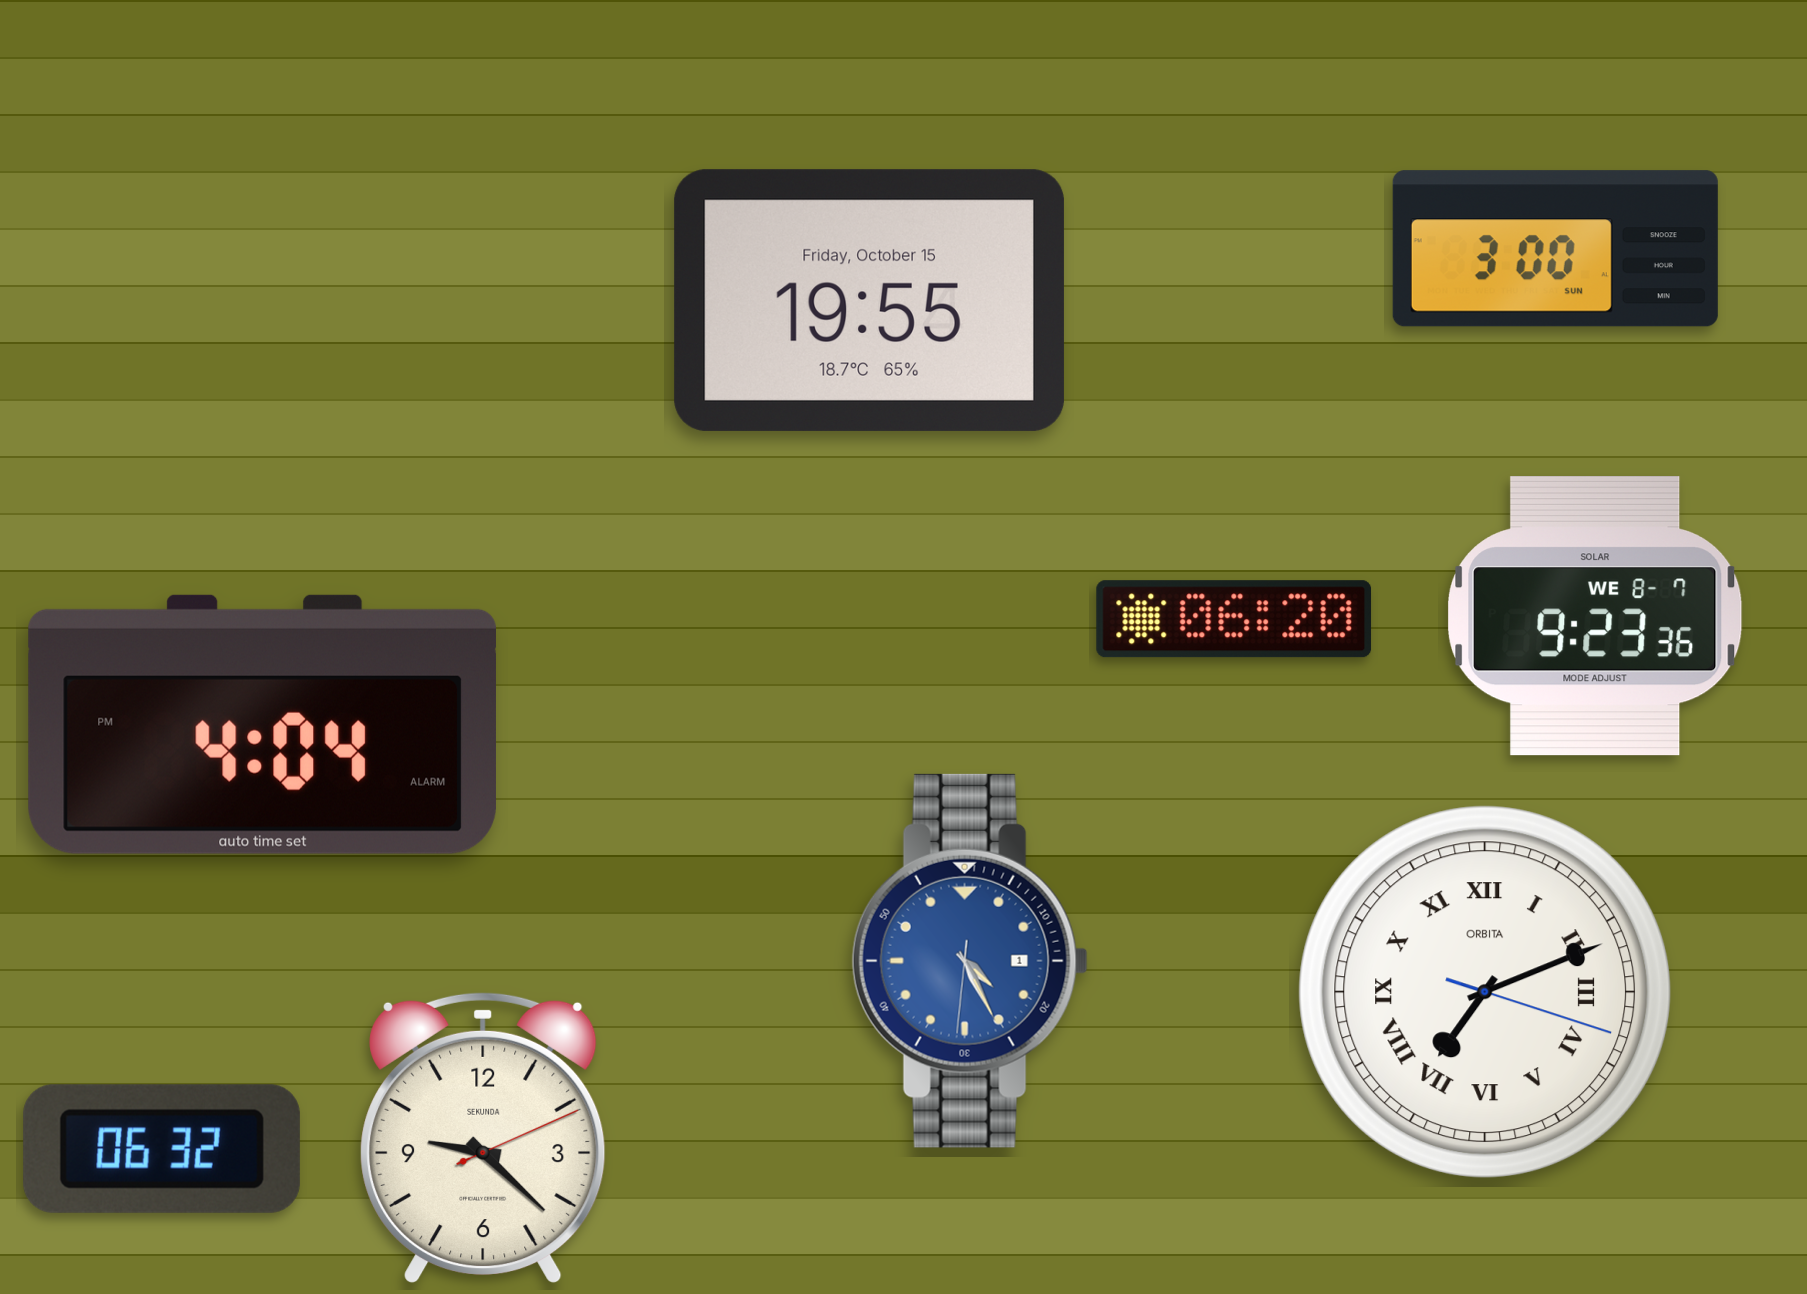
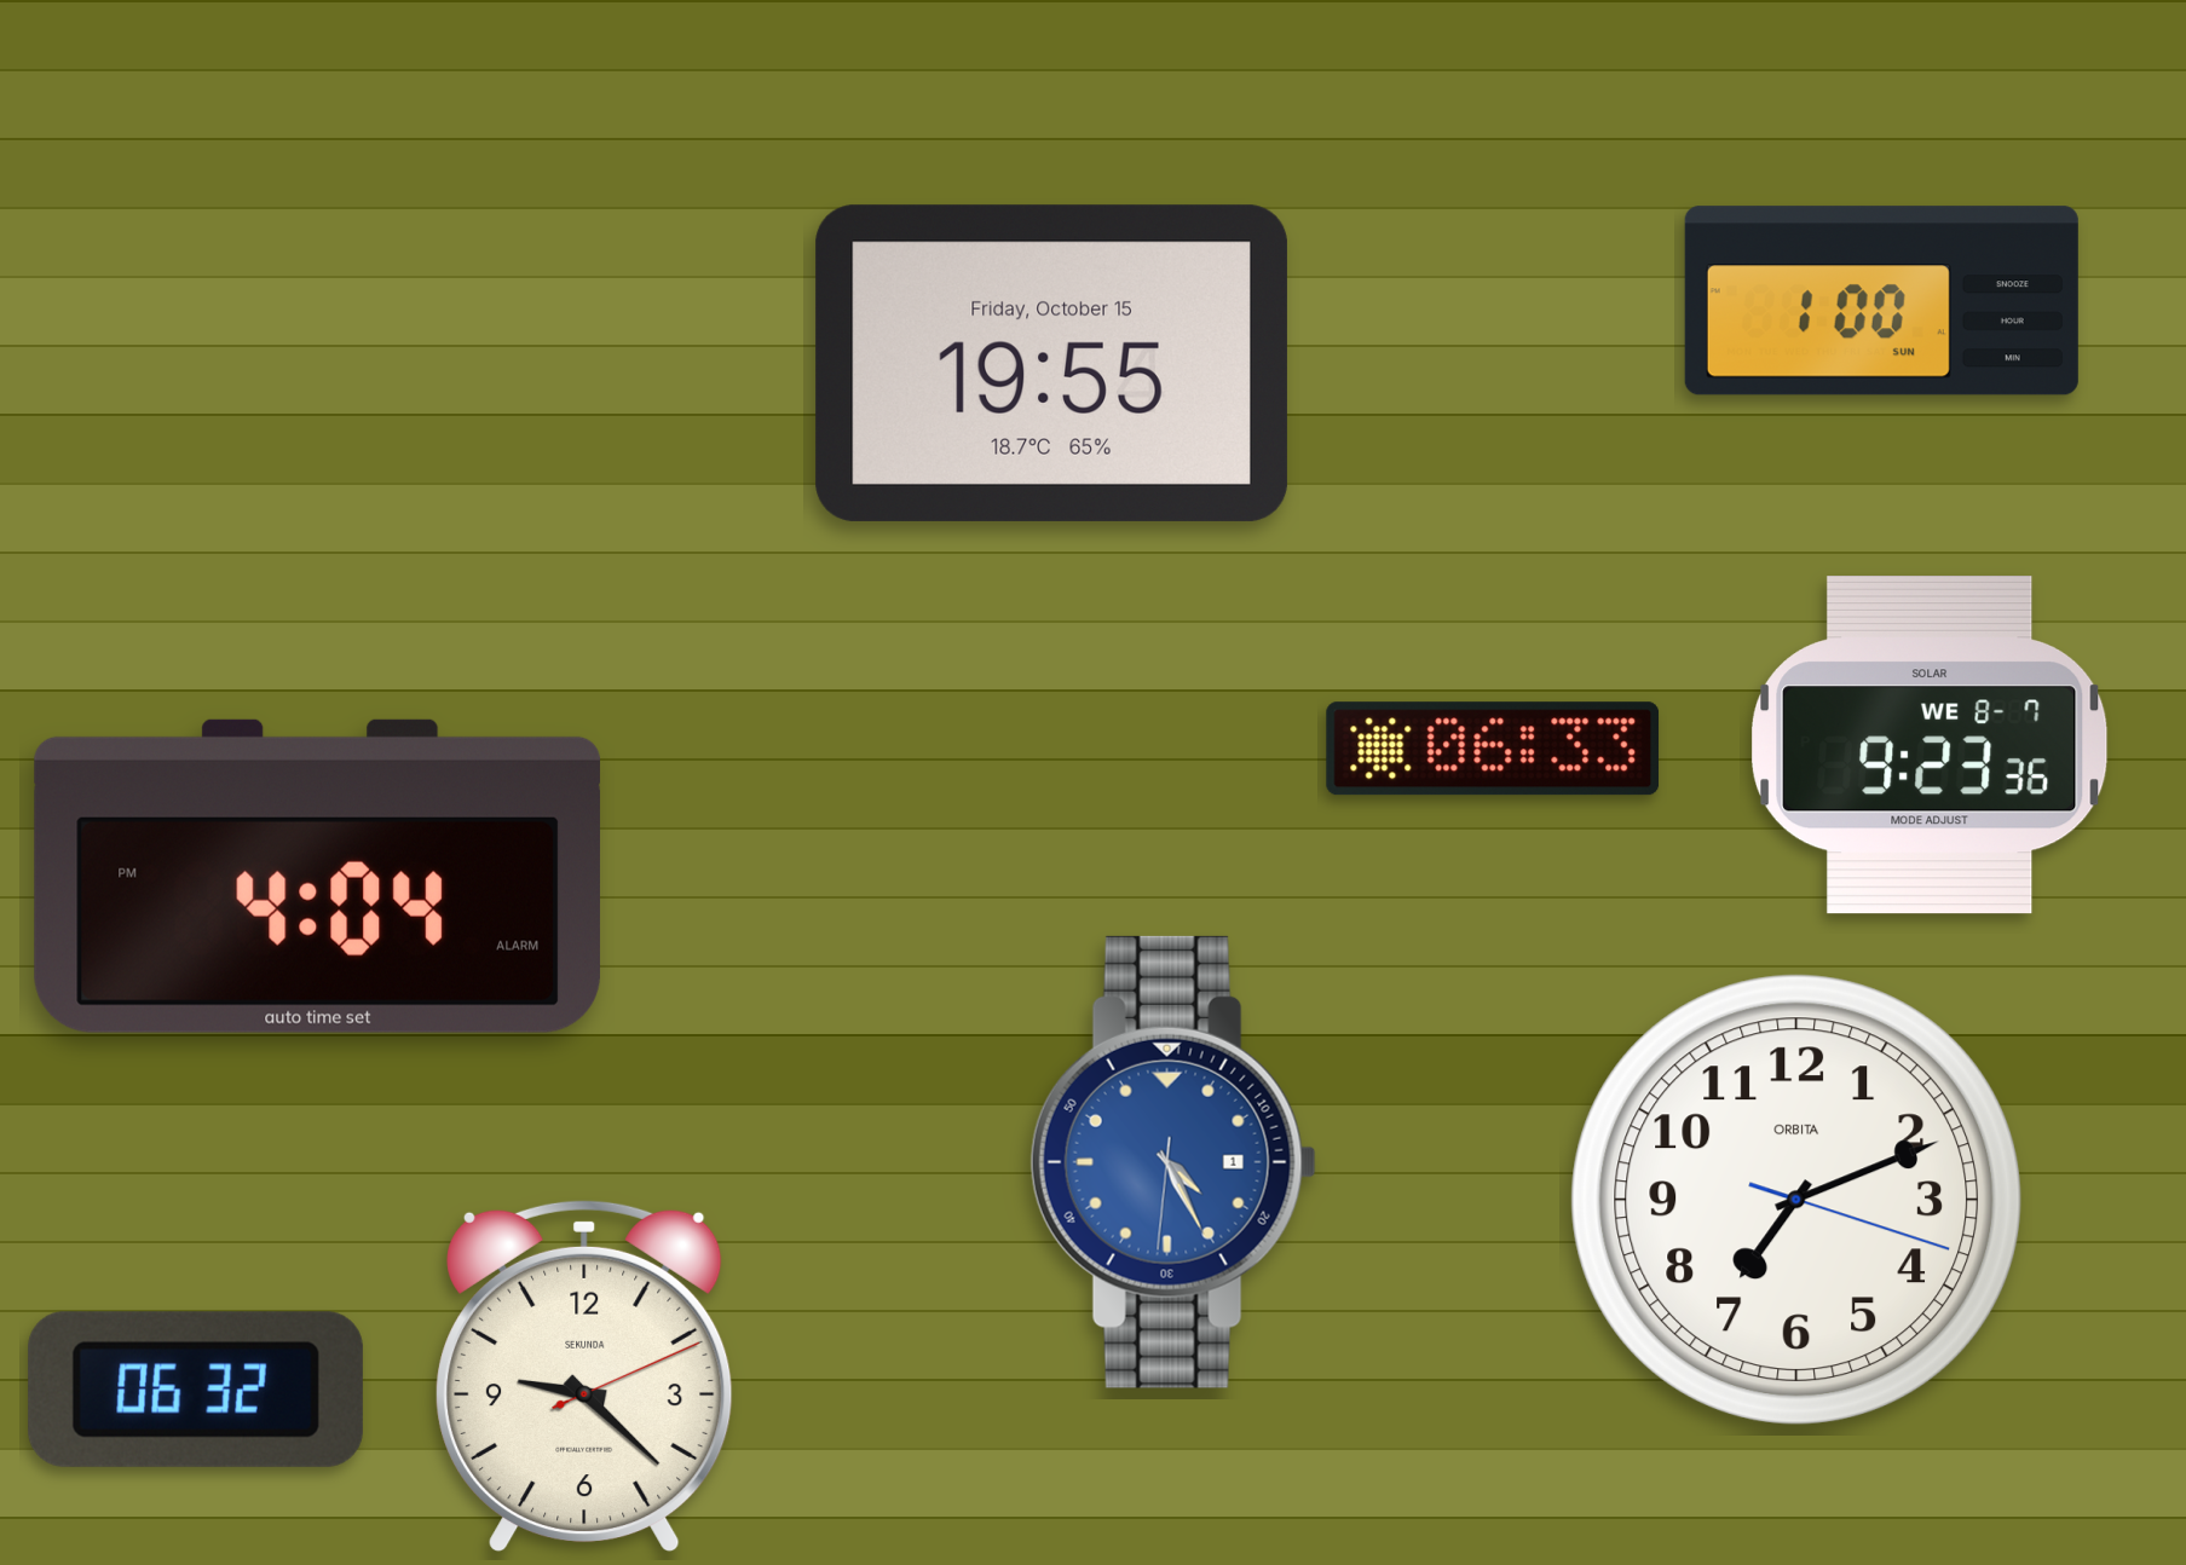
clock at (1555, 249): 3:00 -> 1:00
clock at (1234, 619): 06:20 -> 06:33
clock at (1485, 992) numerals: Roman -> Arabic
